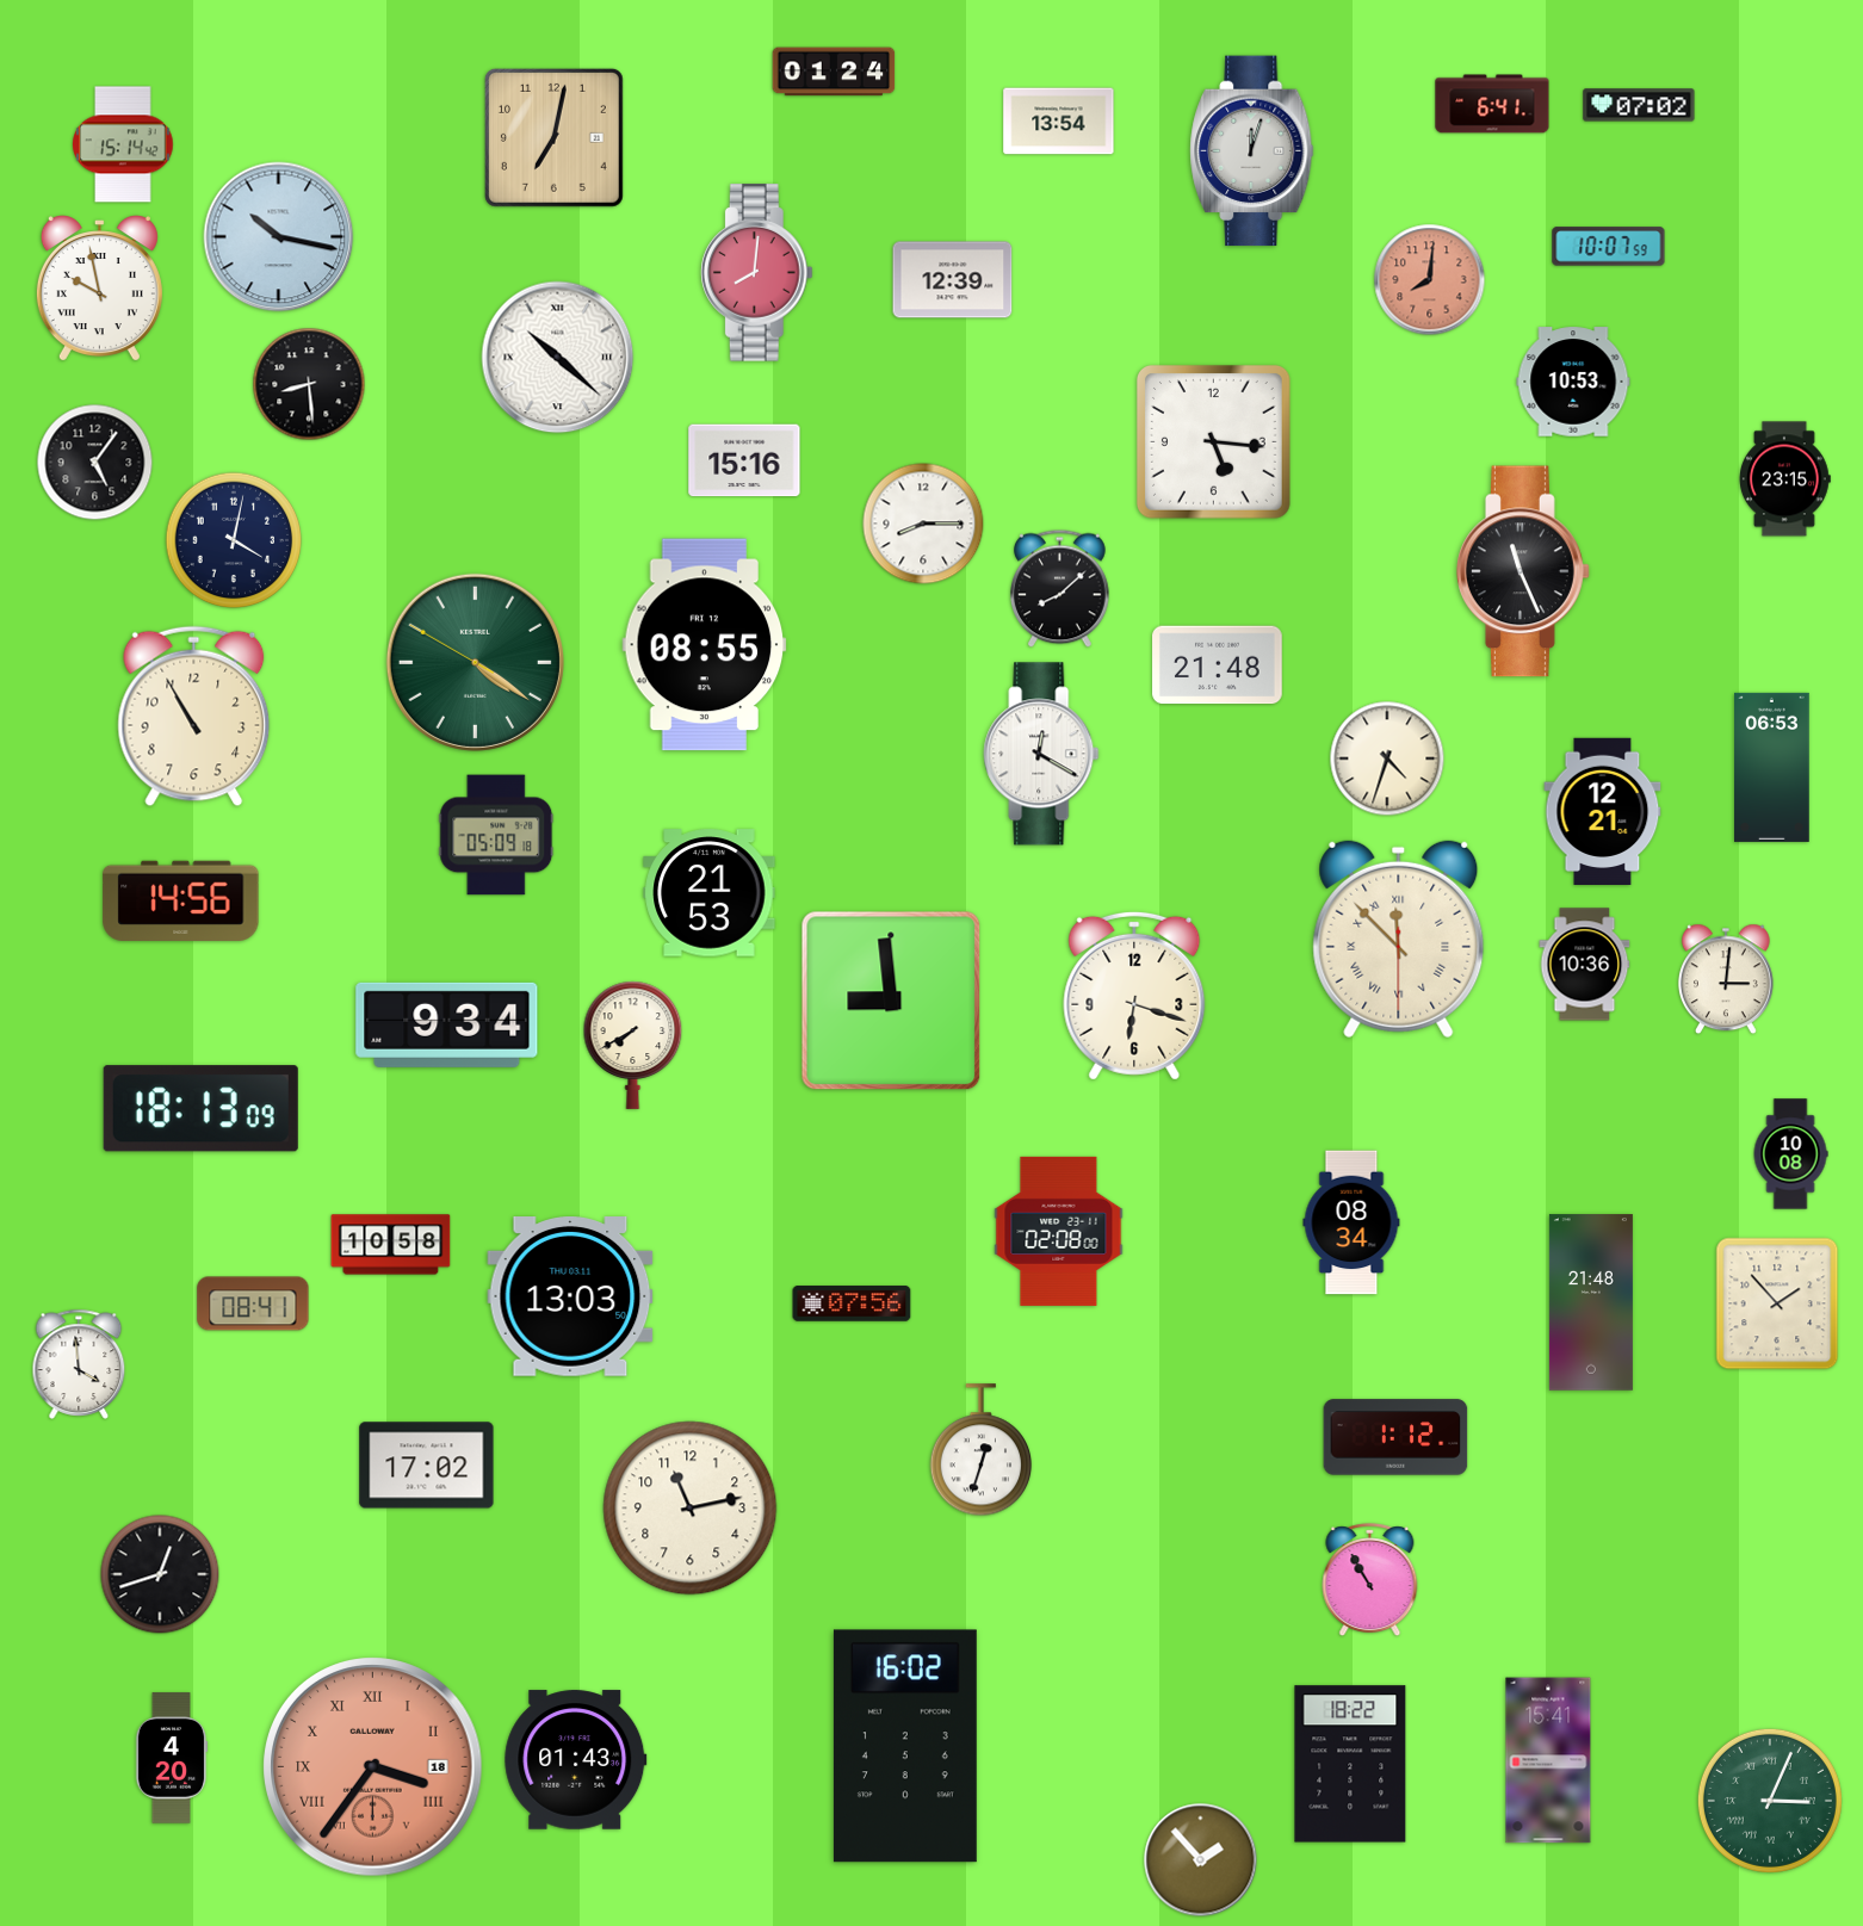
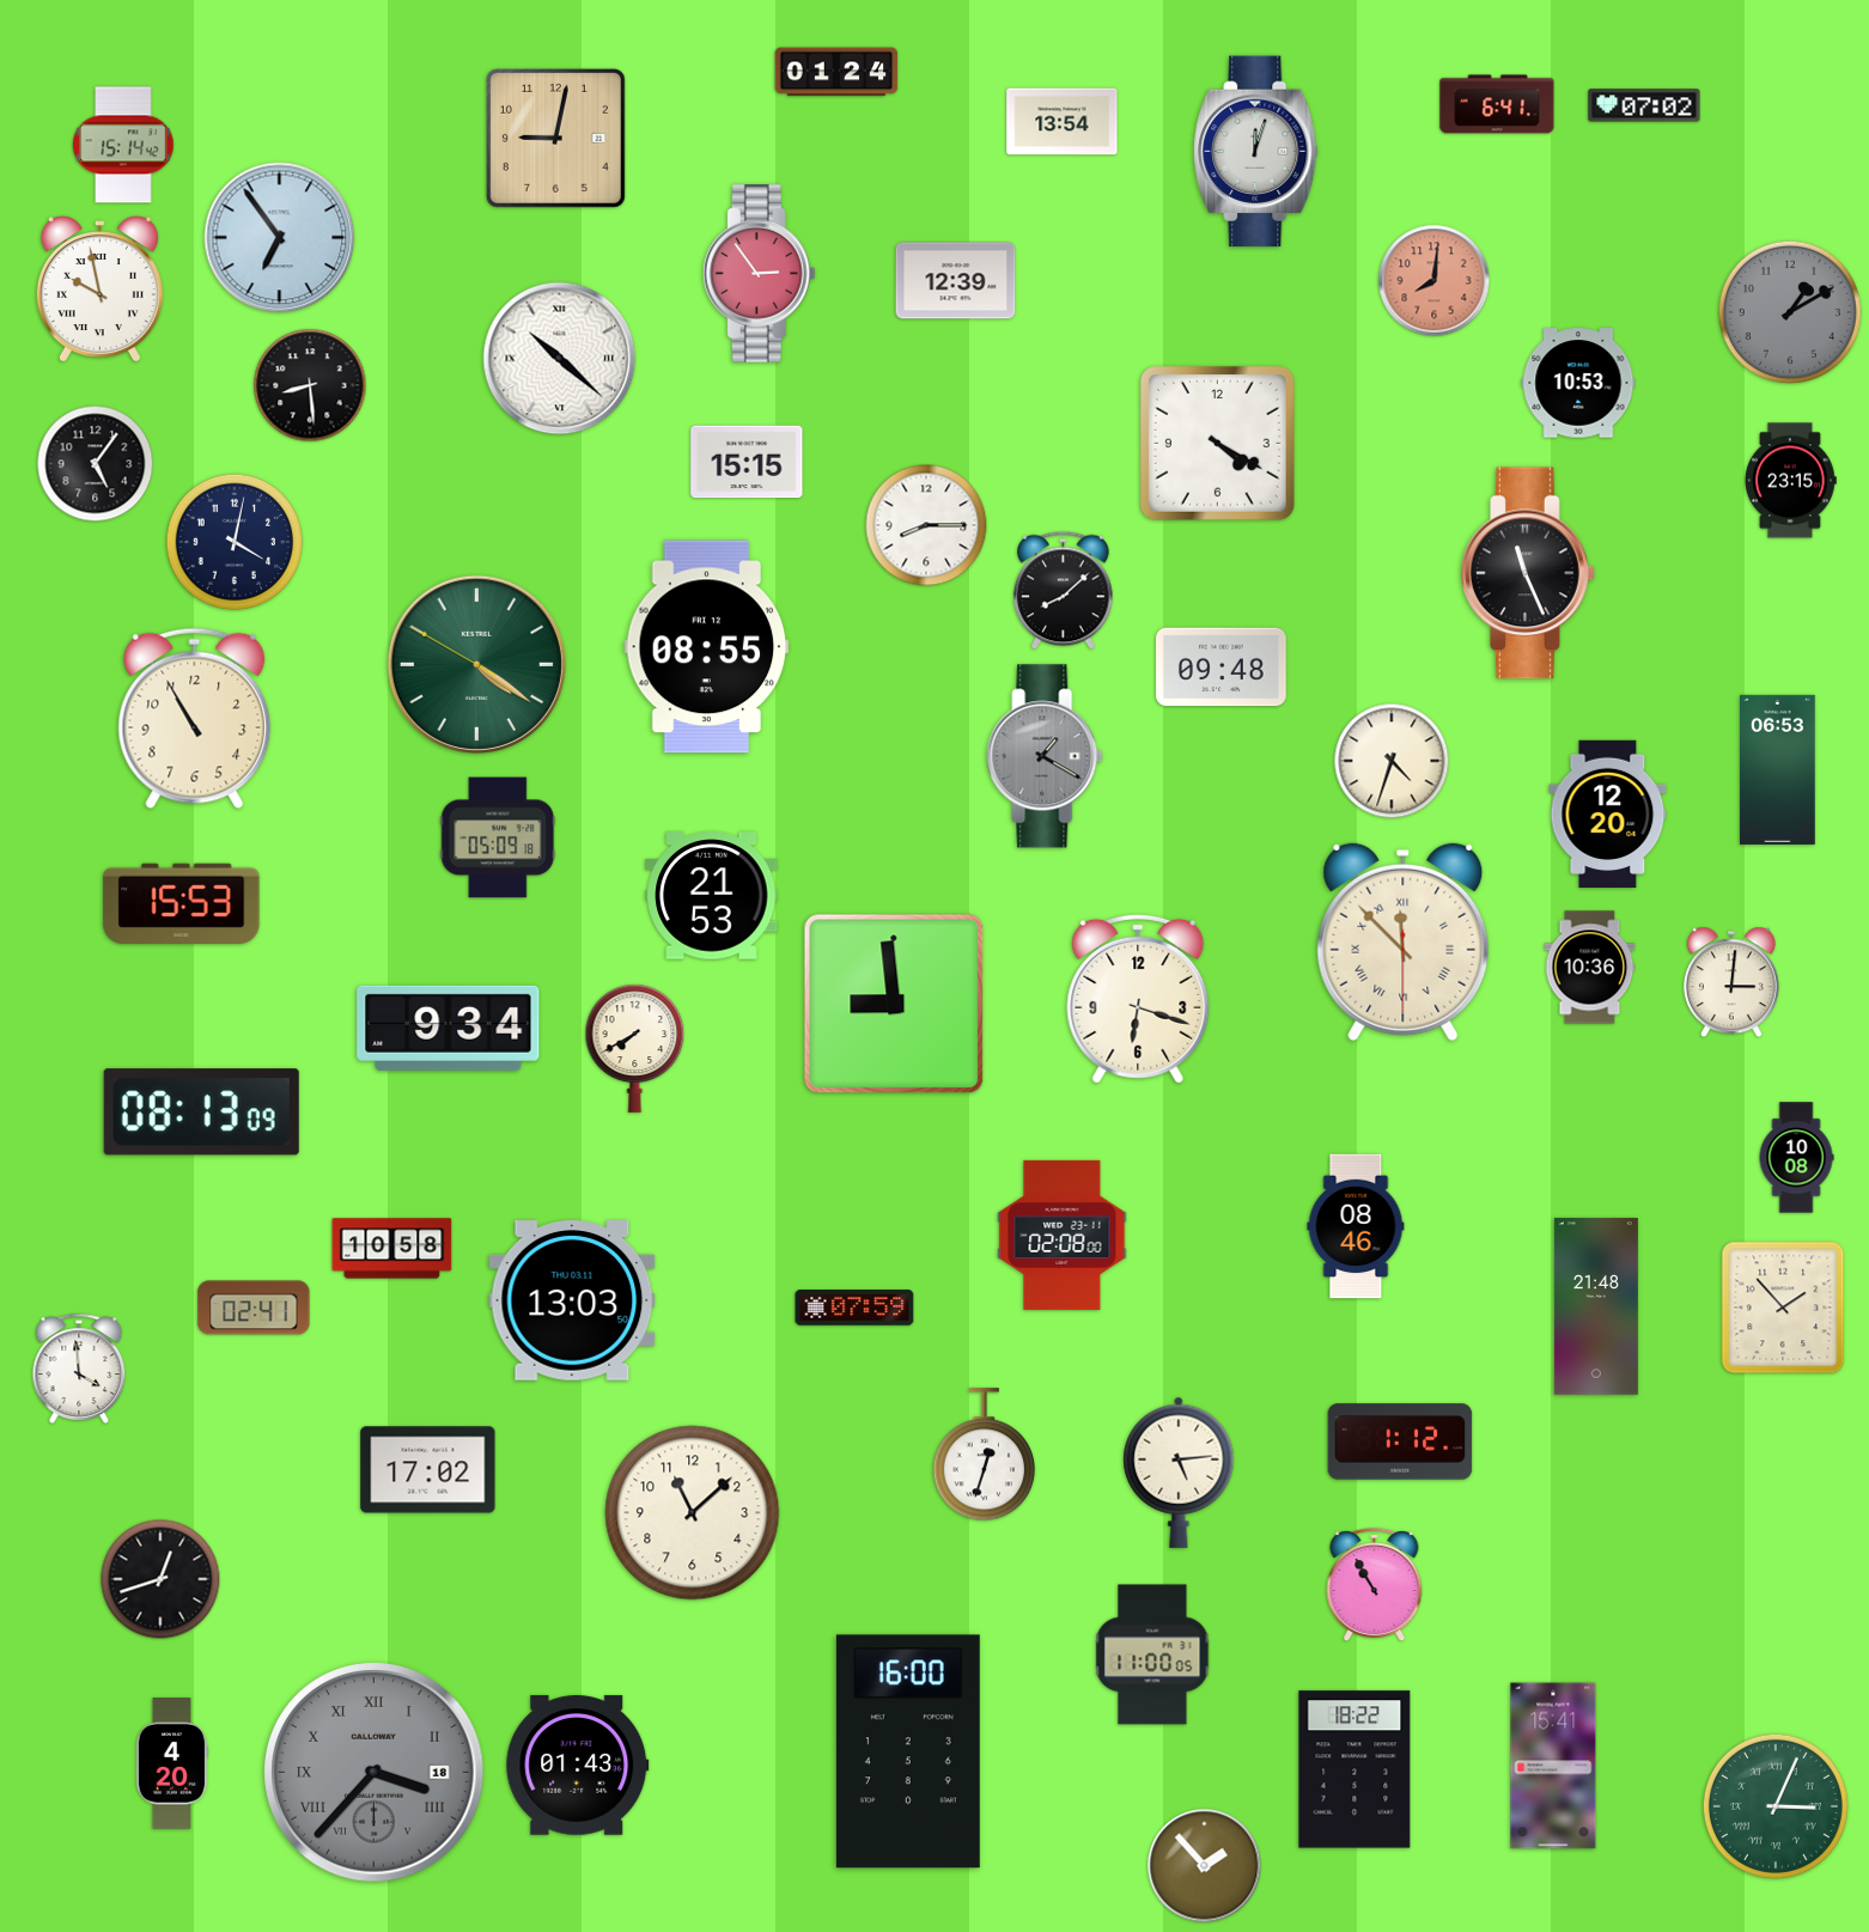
clock at (553, 137): 7:02 -> 9:02
clock at (279, 237): 10:17 -> 6:54
clock at (1609, 247): 10:07 -> none
clock at (756, 273): 8:01 -> 2:54
clock at (1790, 312): none -> 1:10
clock at (1213, 441): 5:16 -> 4:20
clock at (744, 460): 15:16 -> 15:15
clock at (1218, 665): 21:48 -> 09:48
clock at (1041, 754): 12:20 -> 1:20
clock at (1041, 754) dial: white -> grey
clock at (1603, 811): 12:21 -> 12:20
clock at (181, 900): 14:56 -> 15:53
clock at (200, 1109): 18:13 -> 08:13
clock at (1351, 1222): 08:34 -> 08:46
clock at (253, 1303): 08:41 -> 02:41
clock at (852, 1303): 07:56 -> 07:59
clock at (1179, 1473): none -> 5:14
clock at (691, 1509): 11:13 -> 11:08
clock at (1152, 1654): none -> 11:00
clock at (905, 1746): 16:02 -> 16:00
clock at (373, 1767): 3:36 -> 3:37
clock at (373, 1767) dial: salmon -> grey
